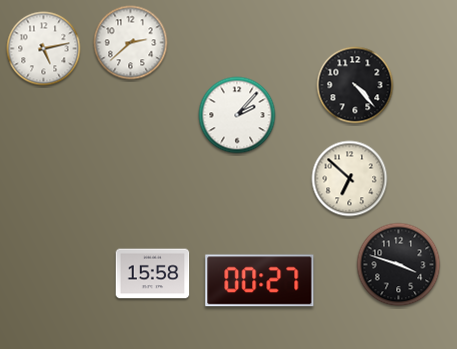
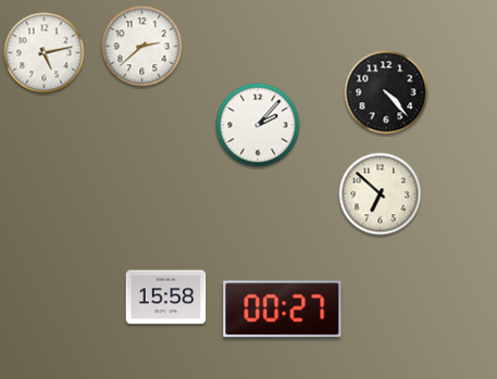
clock at (44, 49) position: (44, 49) -> (45, 53)
clock at (399, 265): 3:48 -> none
clock at (260, 281) position: (260, 281) -> (283, 309)
